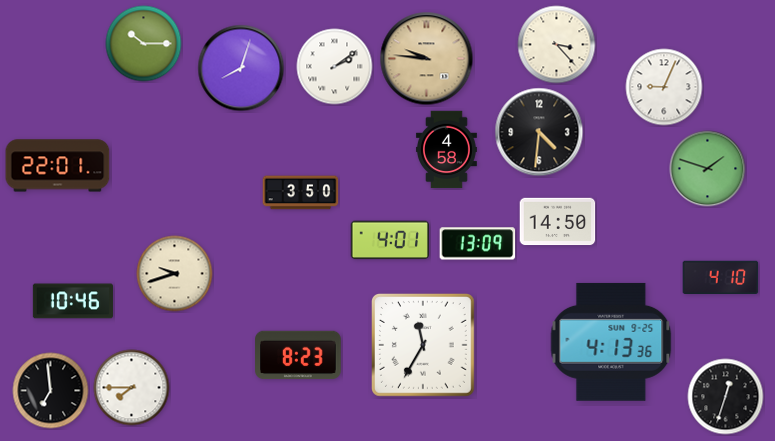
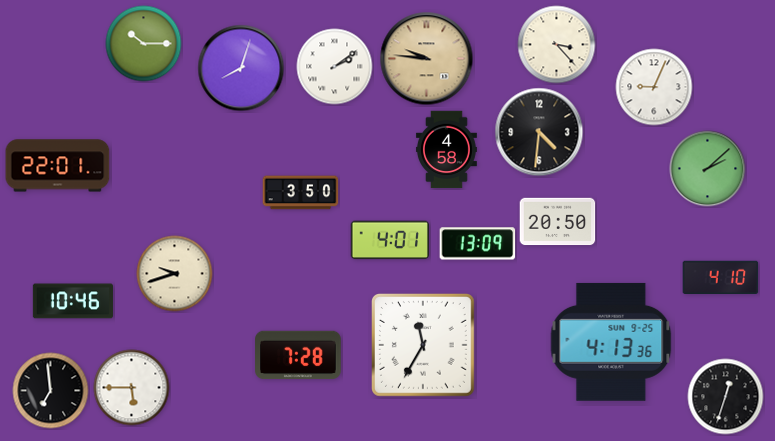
clock at (664, 87) position: (664, 87) -> (654, 87)
clock at (708, 169): 1:48 -> 2:08
clock at (558, 222): 14:50 -> 20:50
clock at (298, 355): 8:23 -> 7:28
clock at (132, 388): 7:45 -> 5:45
